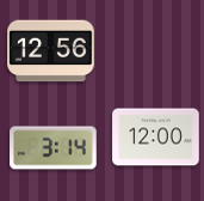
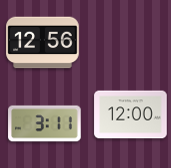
clock at (54, 148): 3:14 -> 3:11
